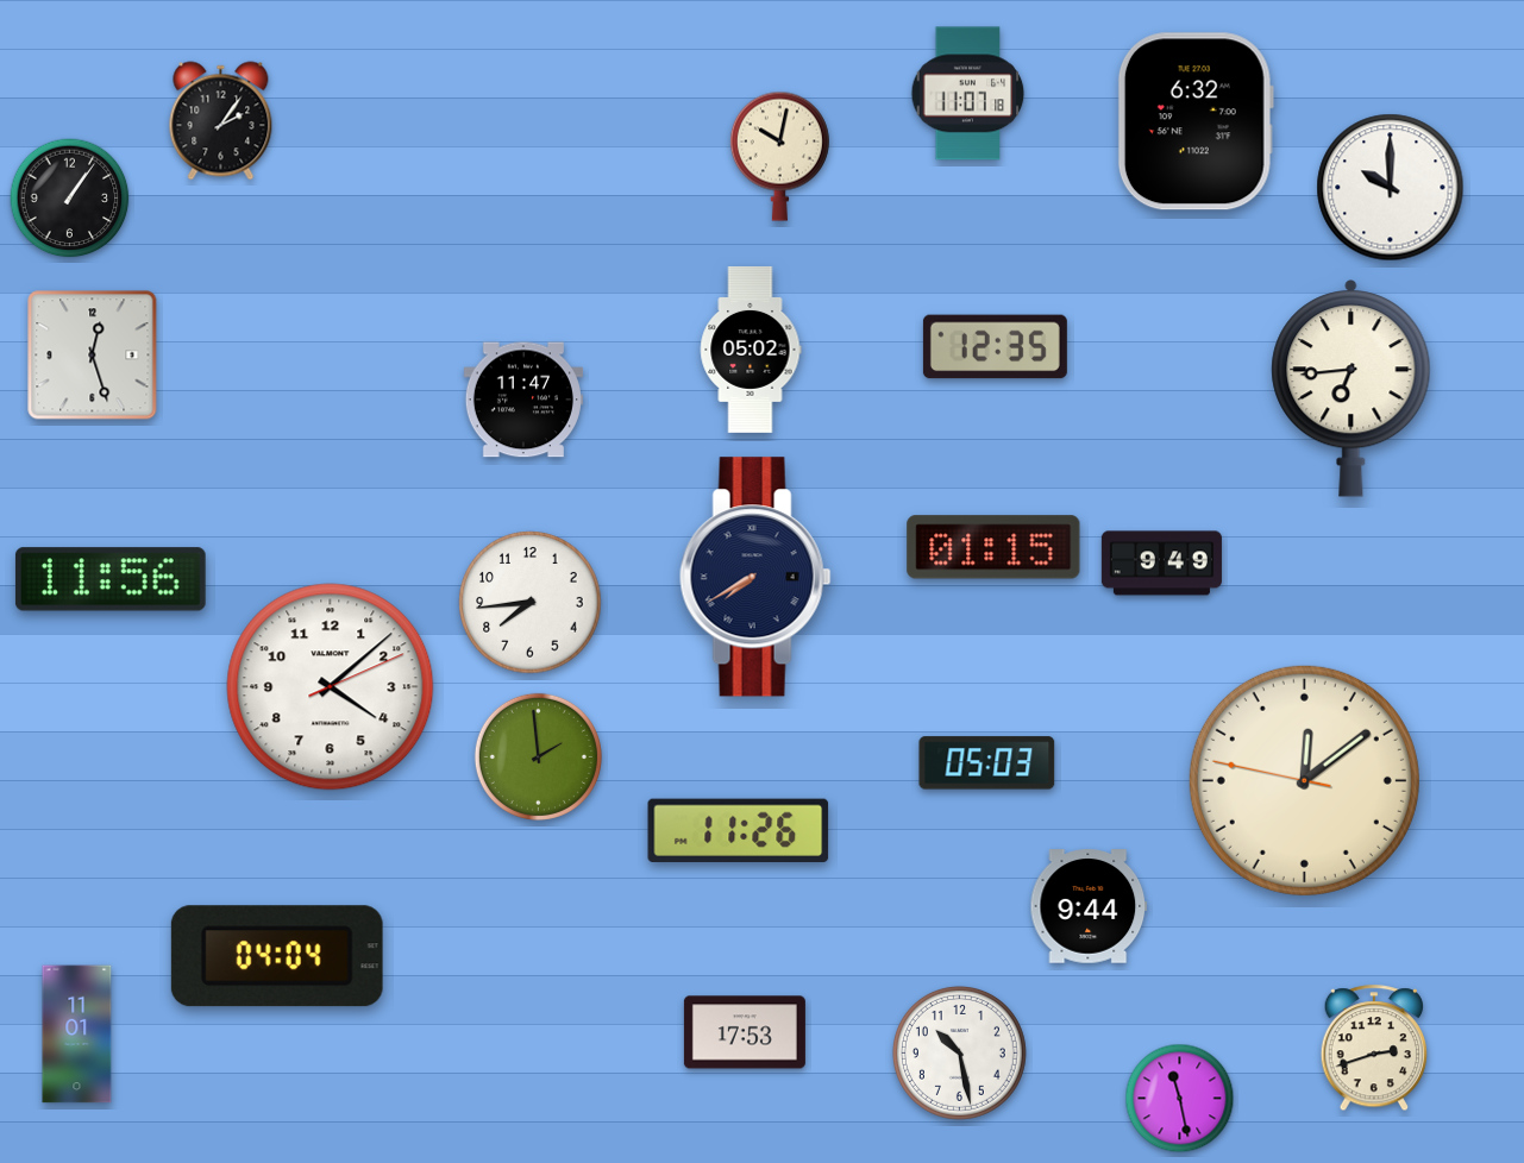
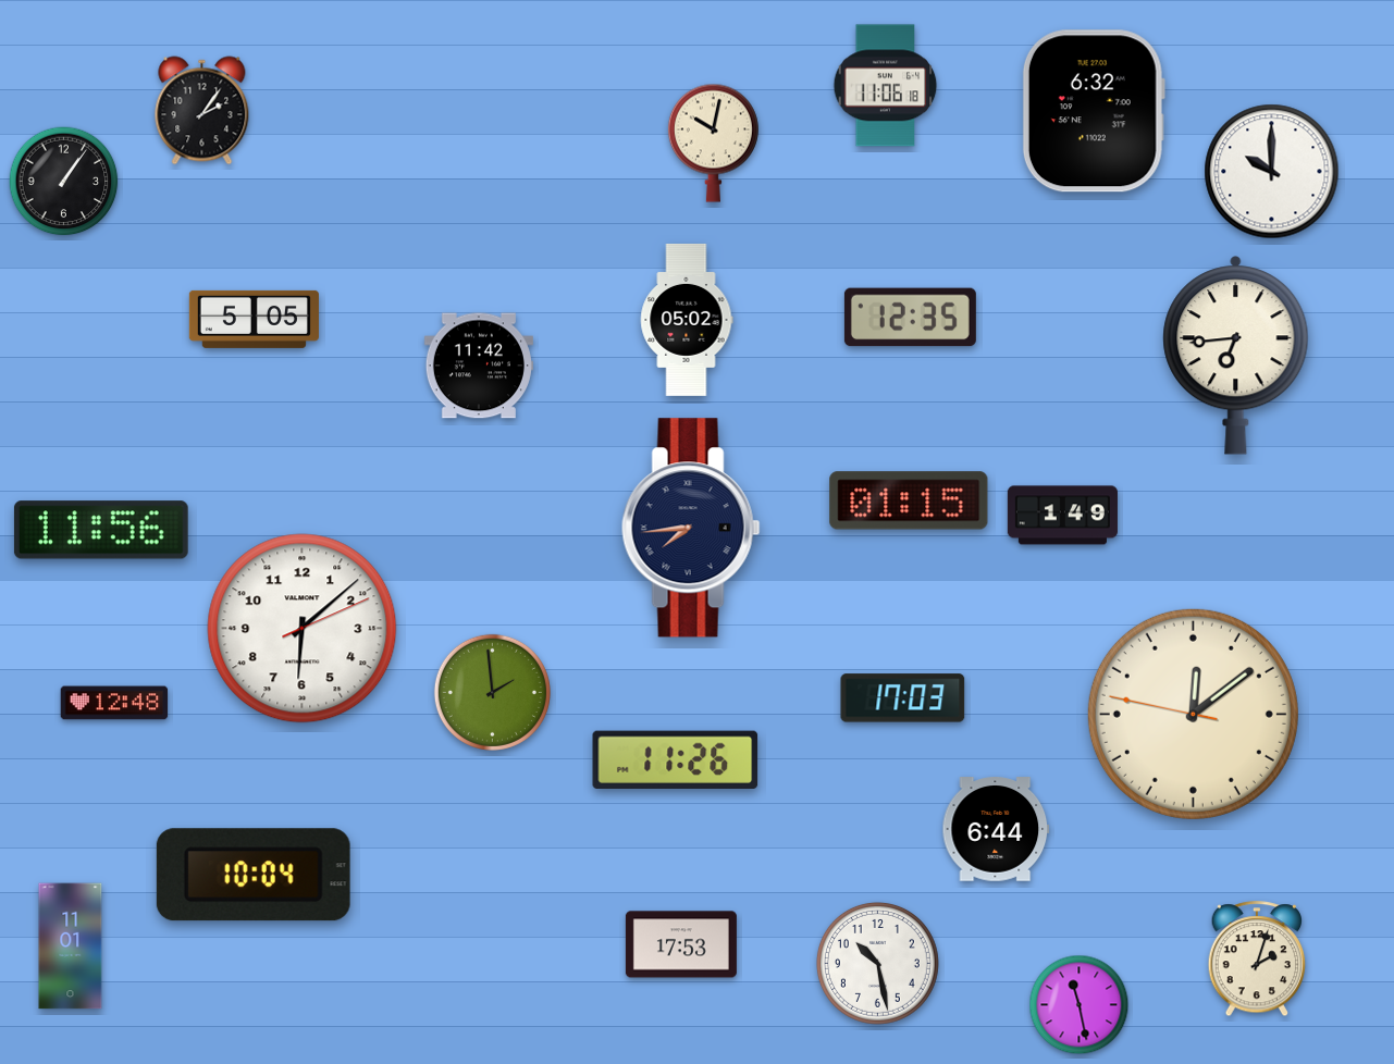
clock at (968, 94): 11:07 -> 11:06
clock at (254, 319): none -> 5:05
clock at (93, 356): 12:27 -> none
clock at (523, 400): 11:47 -> 11:42
clock at (1161, 564): 9:49 -> 1:49
clock at (755, 577): 7:40 -> 7:44
clock at (531, 603): 7:44 -> none
clock at (331, 687): 4:08 -> 6:08
clock at (987, 763): 05:03 -> 17:03
clock at (114, 703): none -> 12:48
clock at (1089, 906): 9:44 -> 6:44
clock at (277, 956): 04:04 -> 10:04
clock at (1374, 1049): 2:42 -> 2:03
